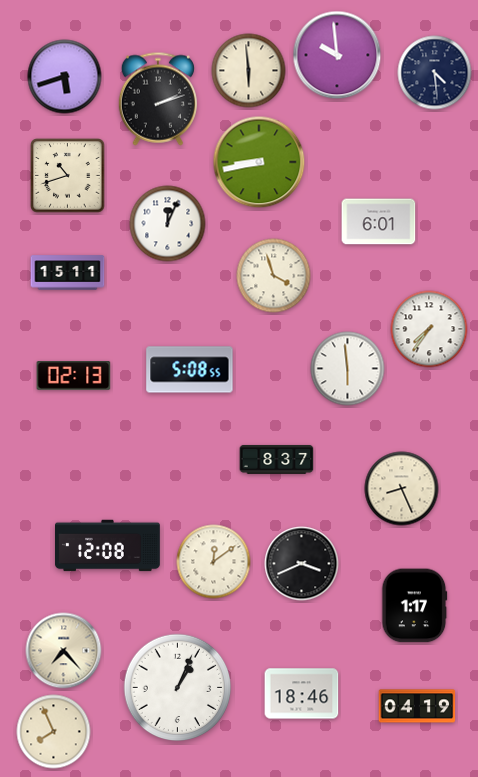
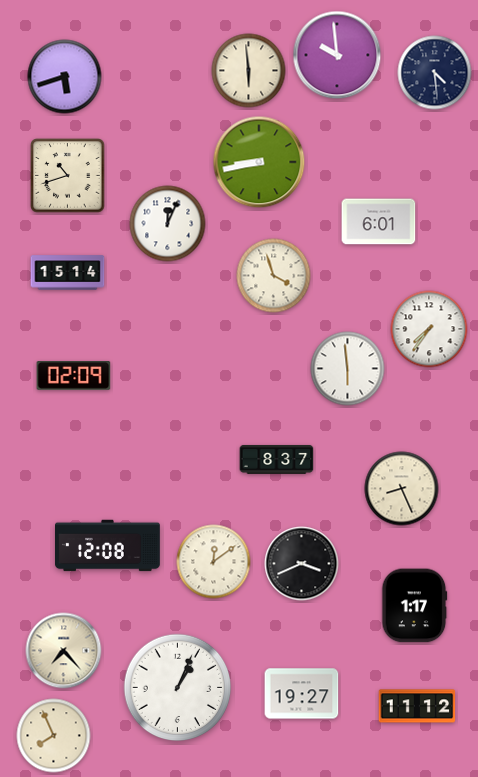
clock at (158, 99): 2:12 -> none
clock at (68, 273): 15:11 -> 15:14
clock at (190, 370): 5:08 -> none
clock at (74, 376): 02:13 -> 02:09
clock at (302, 694): 18:46 -> 19:27
clock at (417, 706): 04:19 -> 11:12
clock at (54, 732) position: (54, 732) -> (54, 736)
